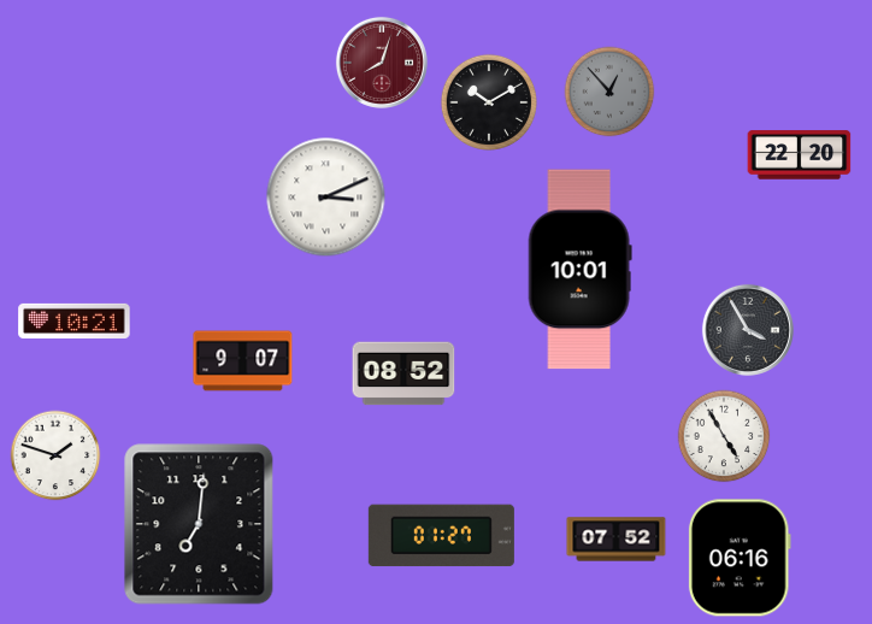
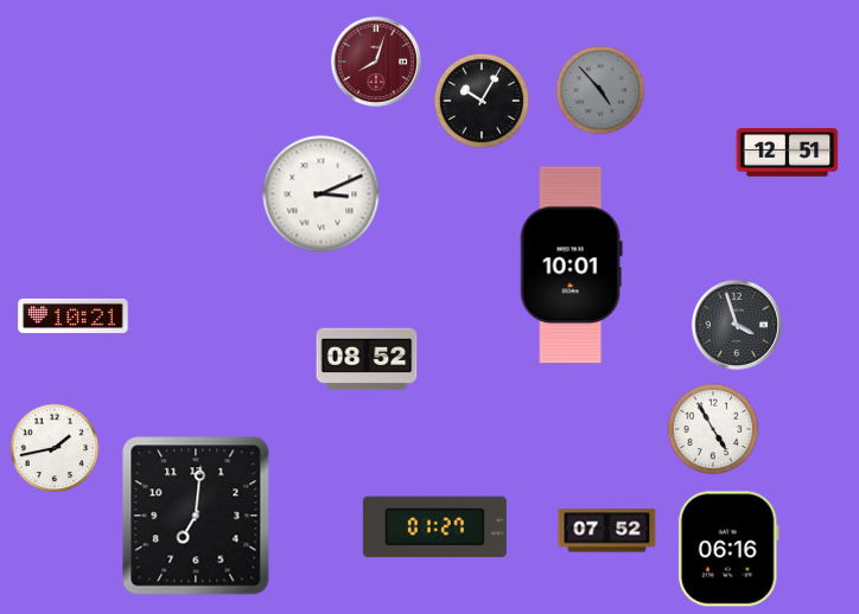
clock at (609, 92): 12:53 -> 4:53
clock at (489, 102): 10:10 -> 10:05
clock at (800, 155): 22:20 -> 12:51
clock at (748, 330): 3:55 -> 3:57
clock at (243, 361): 9:07 -> none
clock at (403, 373) position: (403, 373) -> (367, 359)
clock at (55, 455): 1:48 -> 1:43
